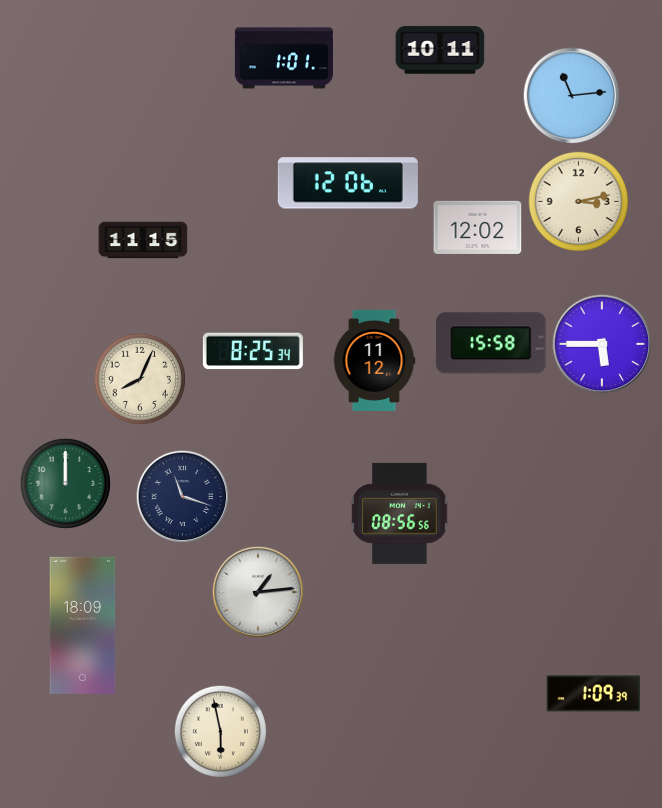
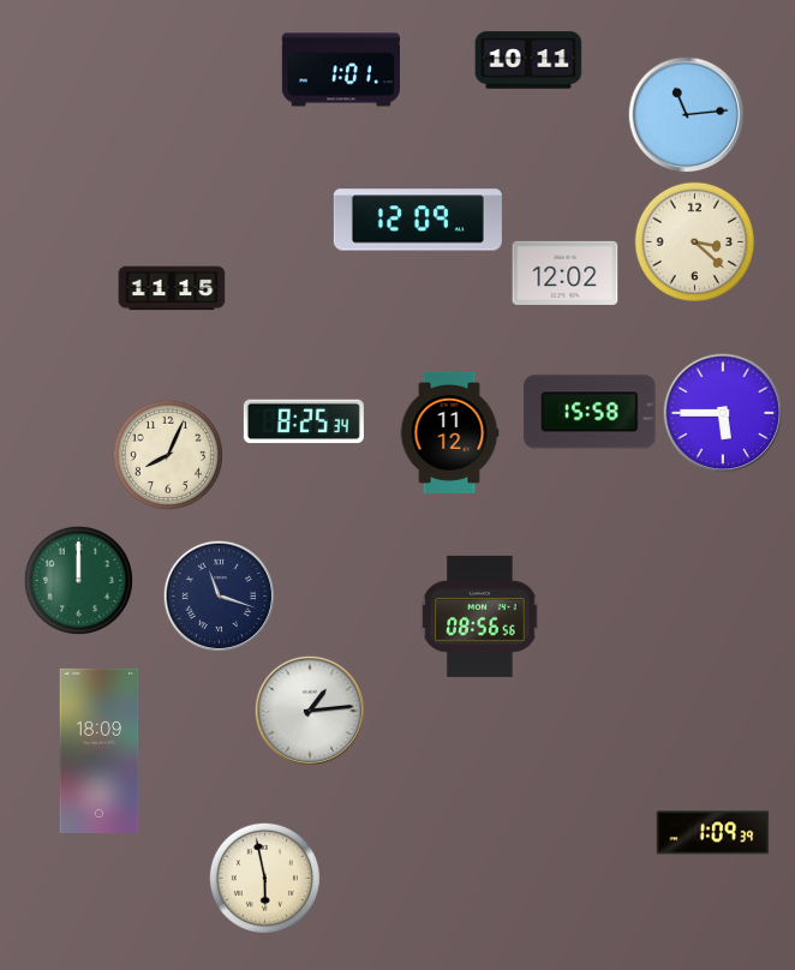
clock at (348, 183): 12:06 -> 12:09
clock at (578, 201): 3:13 -> 3:22
clock at (478, 227) position: (478, 227) -> (566, 273)
